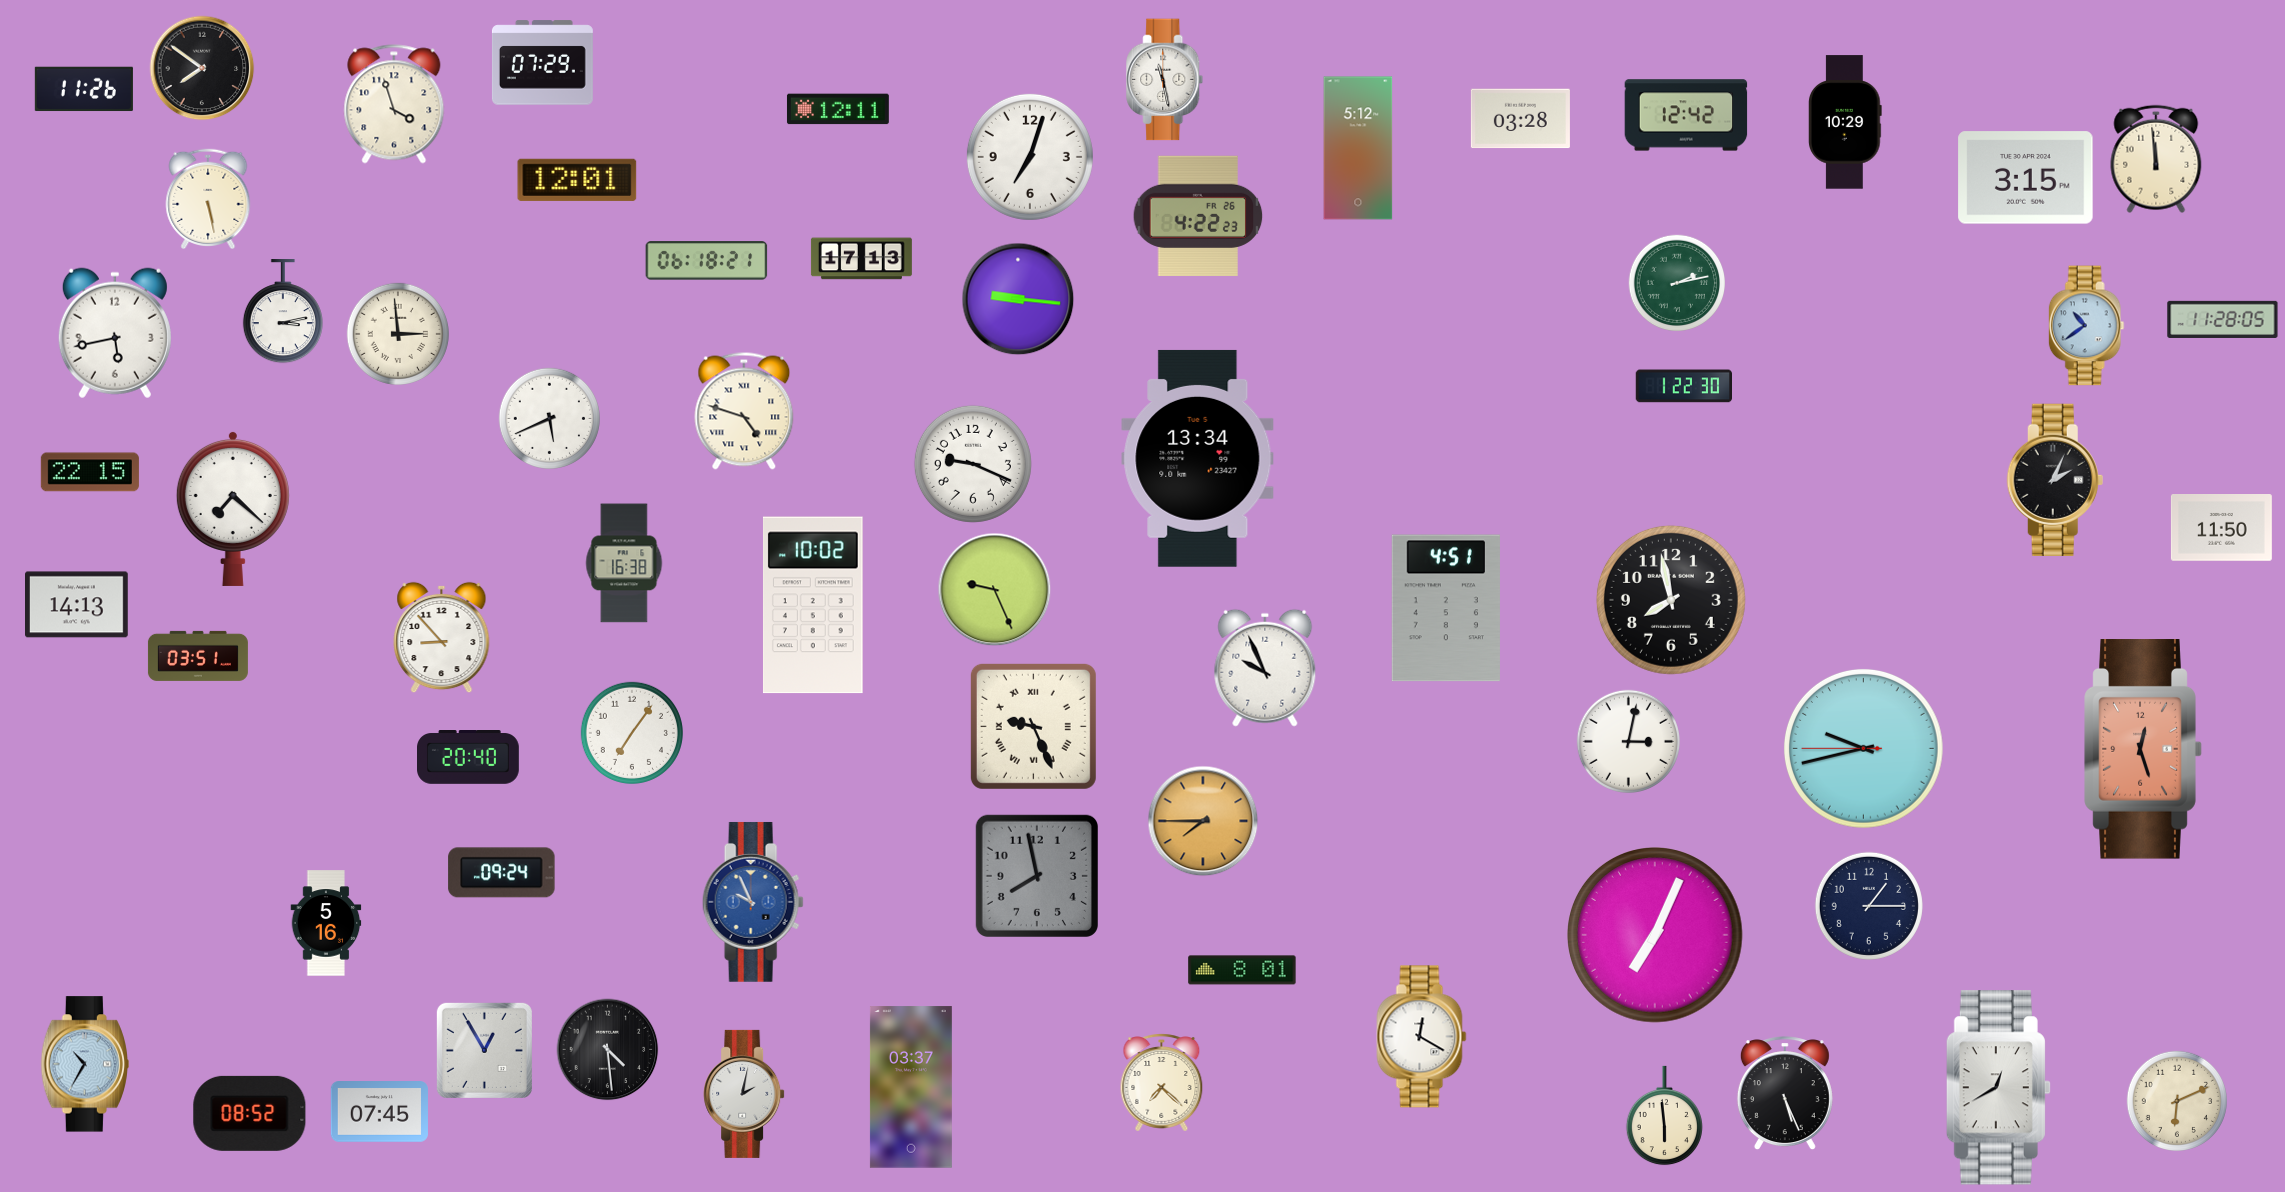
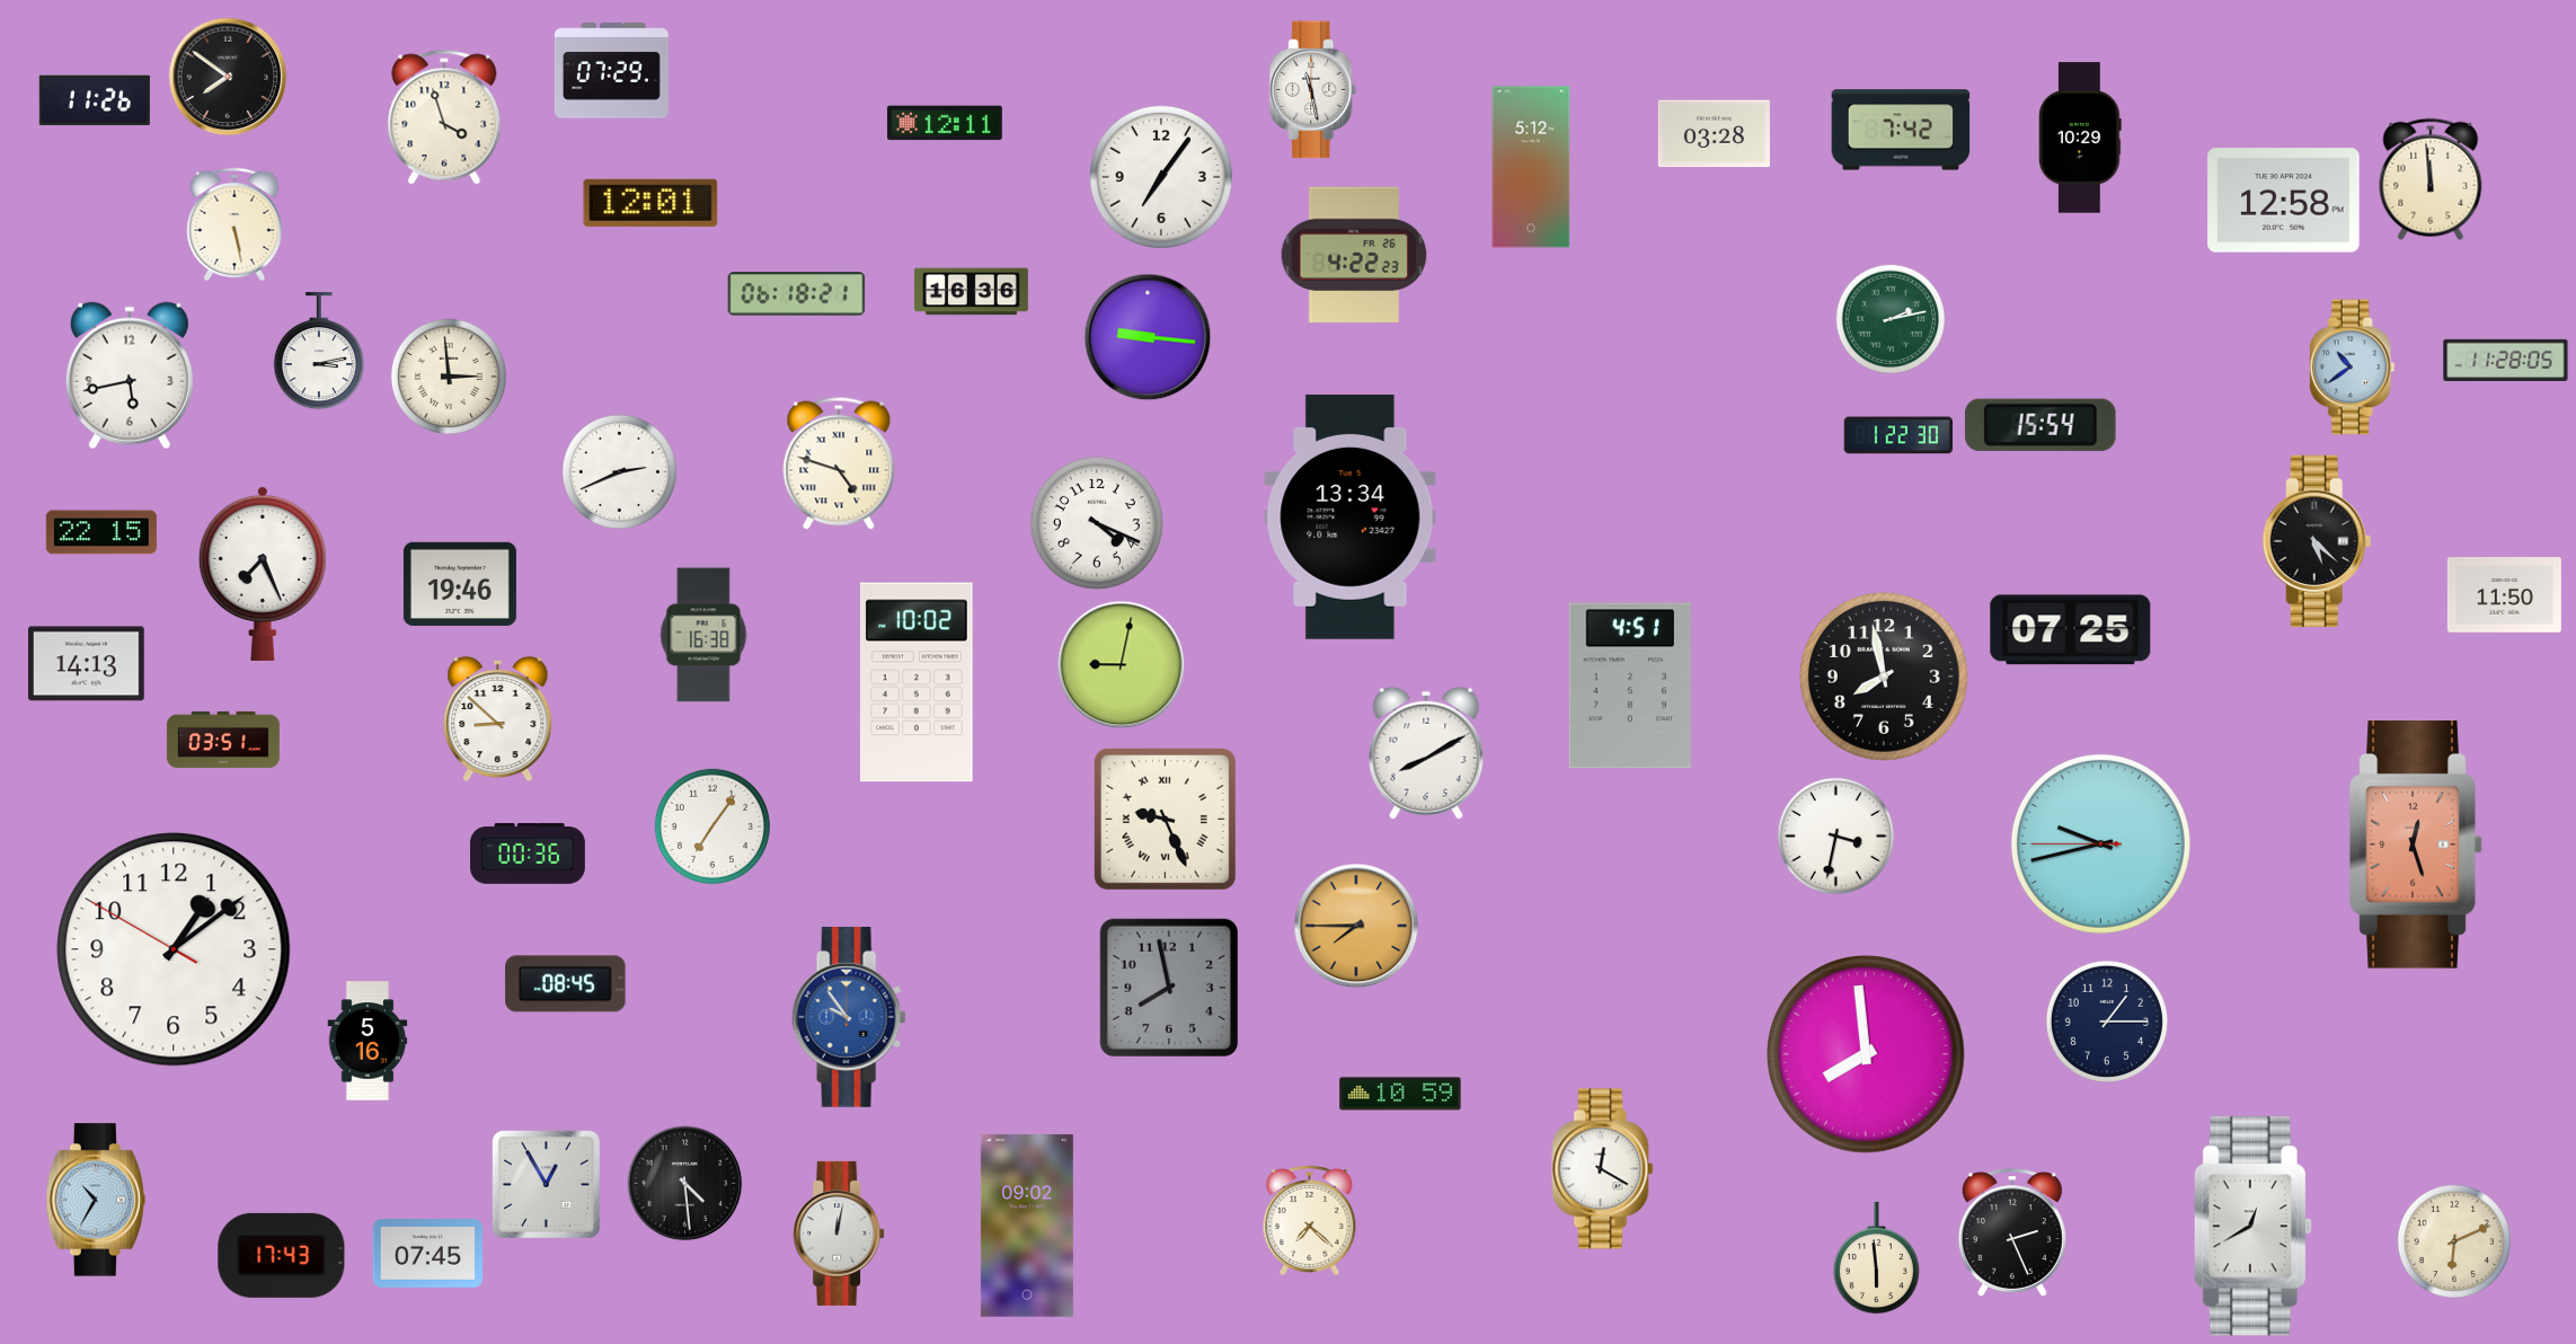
clock at (1686, 115): 12:42 -> 7:42
clock at (1030, 157): 7:03 -> 7:06
clock at (2026, 178): 3:15 -> 12:58
clock at (1198, 215) position: (1198, 215) -> (1354, 254)
clock at (861, 259): 17:13 -> 16:36
clock at (2041, 425): none -> 15:54
clock at (549, 418): 5:41 -> 2:41
clock at (973, 464): 9:19 -> 4:19
clock at (2055, 479): 2:04 -> 5:22
clock at (233, 508): 7:22 -> 7:26
clock at (460, 584): none -> 19:46
clock at (2071, 630): none -> 07:25
clock at (995, 590): 9:26 -> 9:02
clock at (77, 605) position: (77, 605) -> (87, 664)
clock at (442, 638): 8:53 -> 8:52
clock at (1265, 668): 9:56 -> 8:10
clock at (1628, 741): 3:02 -> 3:32
clock at (469, 758): 20:40 -> 00:36
clock at (174, 949): none -> 1:08
clock at (502, 873): 09:24 -> 08:45
clock at (753, 902): 9:56 -> 9:54
clock at (1655, 935): 7:04 -> 7:59
clock at (1242, 970): 8:01 -> 10:59
clock at (911, 1087): 03:37 -> 09:02
clock at (744, 1094): 2:02 -> 12:02
clock at (1785, 1094): 5:26 -> 2:26
clock at (250, 1113): 08:52 -> 17:43
